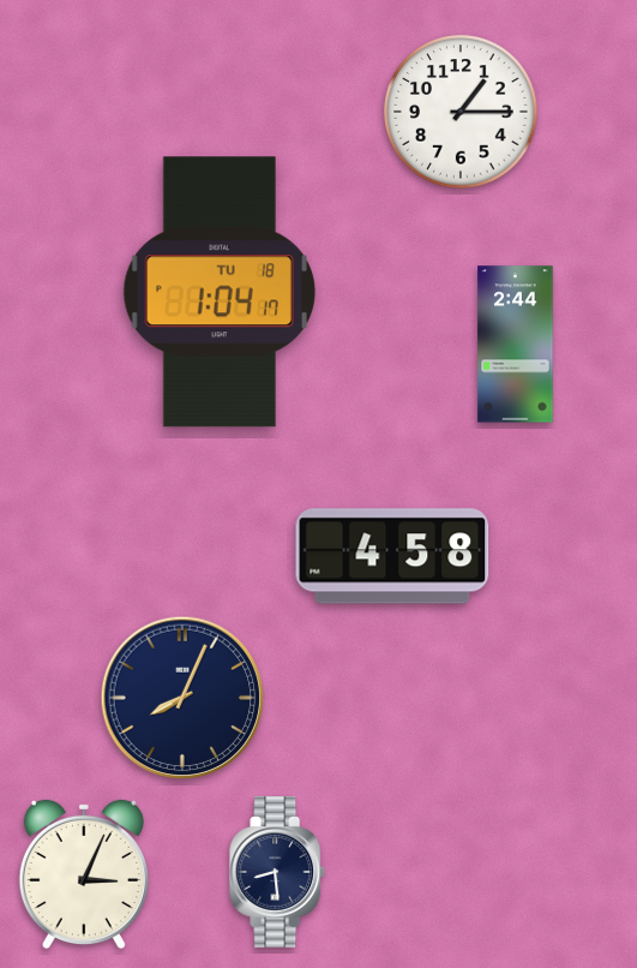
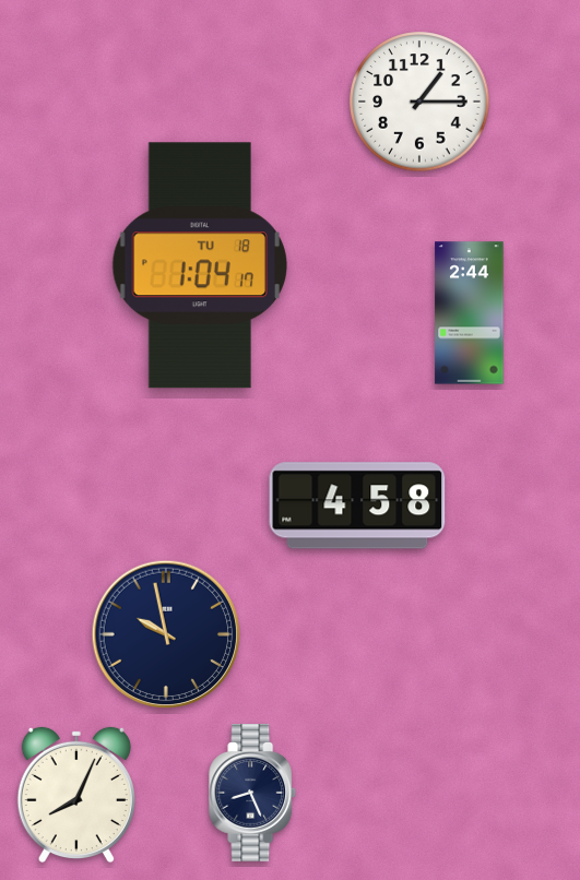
clock at (182, 698): 8:04 -> 9:58
clock at (278, 873): 8:29 -> 8:26
clock at (84, 874): 3:04 -> 8:04
